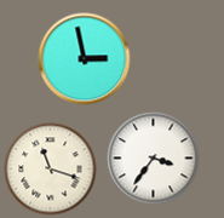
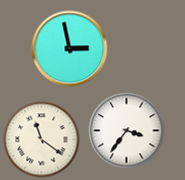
clock at (51, 170): 11:18 -> 11:21
